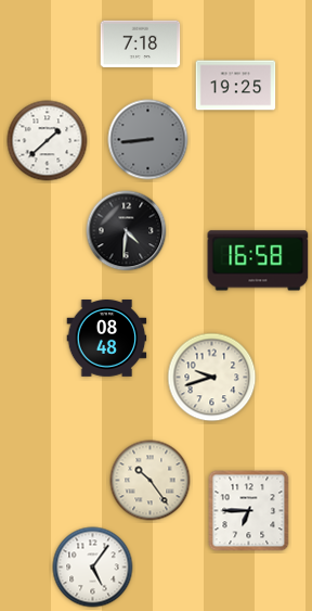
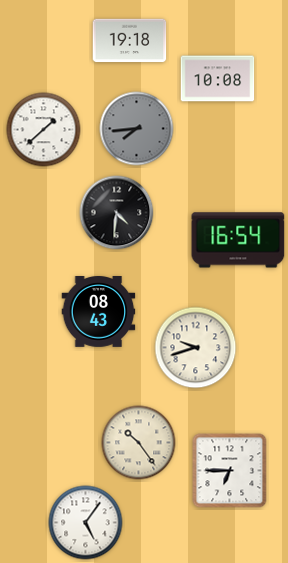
clock at (141, 44): 7:18 -> 19:18
clock at (236, 86): 19:25 -> 10:08
clock at (148, 140): 8:44 -> 7:44
clock at (258, 260): 16:58 -> 16:54
clock at (107, 339): 08:48 -> 08:43
